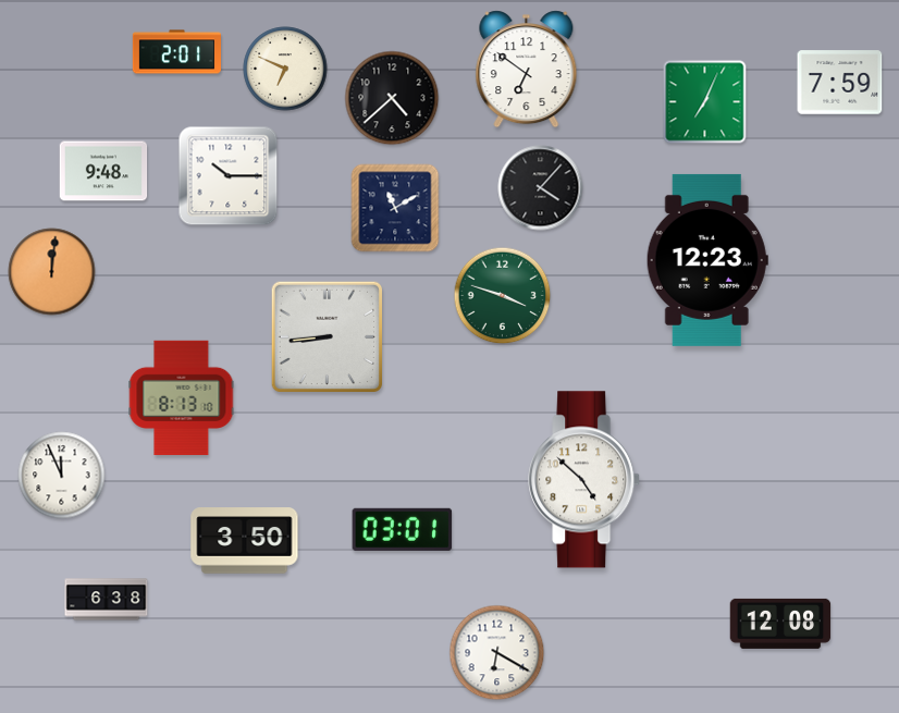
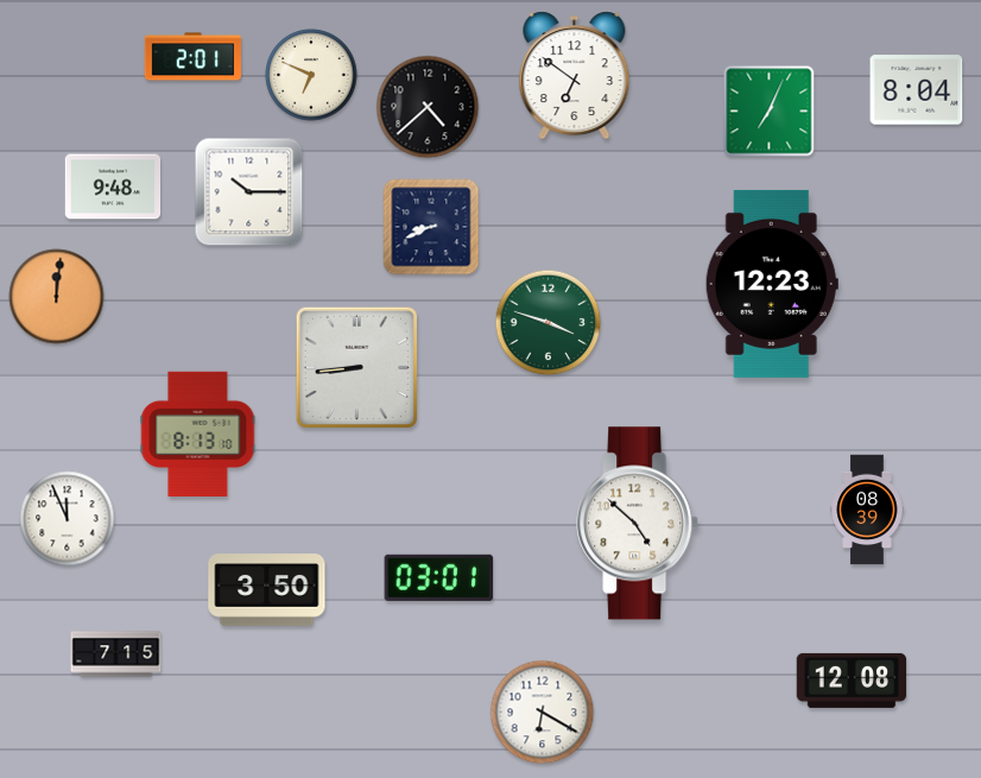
clock at (840, 83): 7:59 -> 8:04
clock at (541, 188): 4:07 -> none
clock at (395, 208): 11:10 -> 8:41
clock at (867, 510): none -> 08:39
clock at (107, 600): 6:38 -> 7:15
